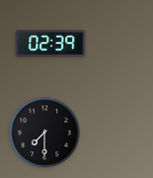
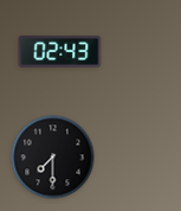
clock at (51, 44): 02:39 -> 02:43
